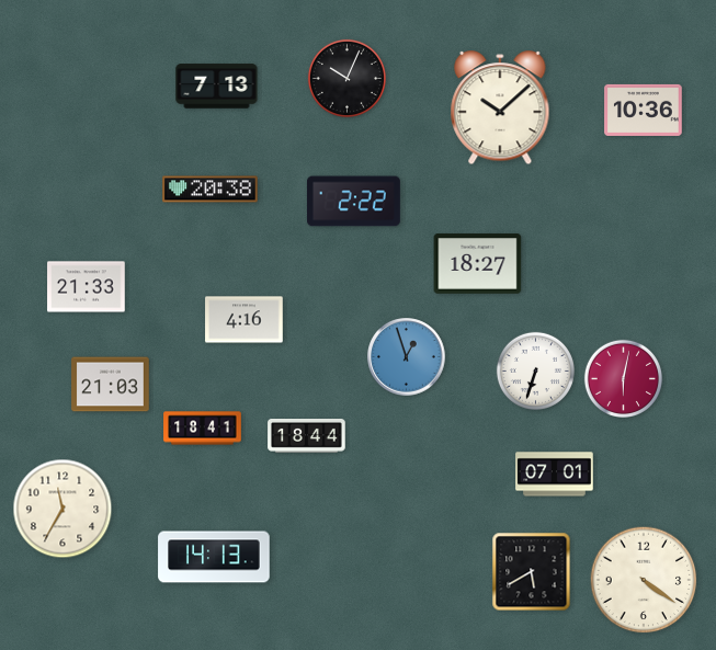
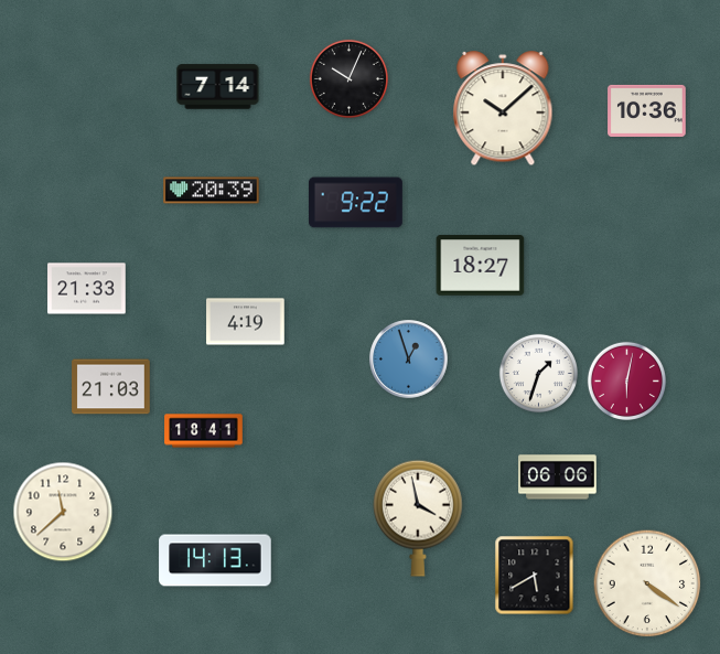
clock at (217, 87): 7:13 -> 7:14
clock at (211, 190): 20:38 -> 20:39
clock at (353, 202): 2:22 -> 9:22
clock at (245, 320): 4:16 -> 4:19
clock at (535, 370): 6:33 -> 1:33
clock at (307, 436): 18:44 -> none
clock at (555, 475): 07:01 -> 06:06
clock at (62, 509): 11:35 -> 11:38
clock at (418, 518): none -> 3:58
